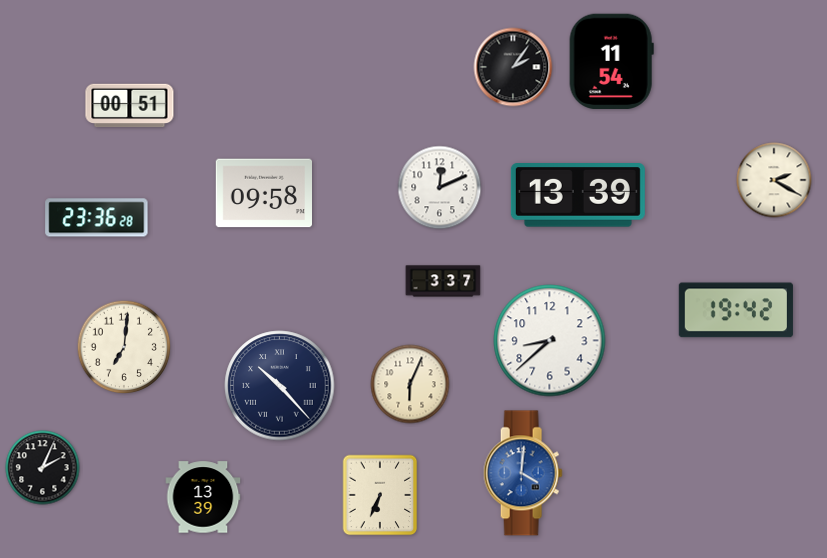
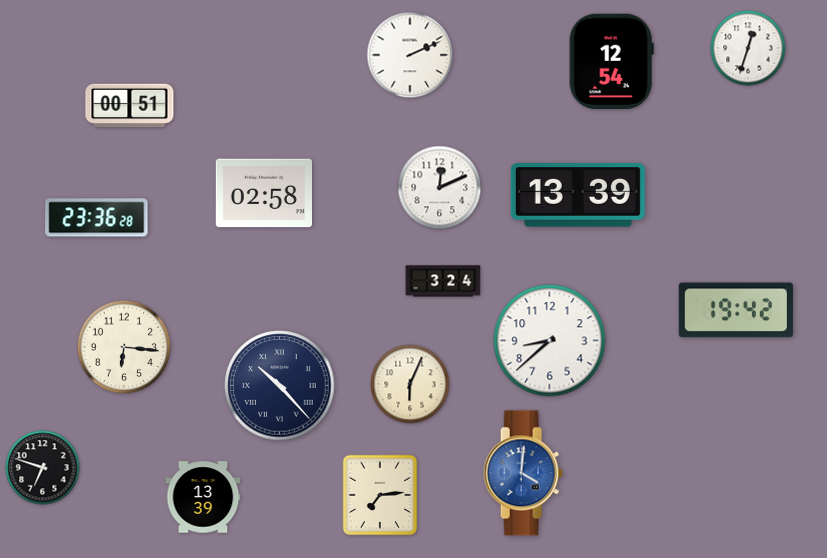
clock at (748, 48): none -> 12:33
clock at (410, 55): none -> 2:11
clock at (611, 61): 11:54 -> 12:54
clock at (513, 67): 2:06 -> none
clock at (774, 180): 2:20 -> none
clock at (263, 193): 09:58 -> 02:58
clock at (443, 281): 3:37 -> 3:24
clock at (124, 347): 7:01 -> 6:16
clock at (43, 468): 2:04 -> 6:48
clock at (380, 495): 6:34 -> 7:14
